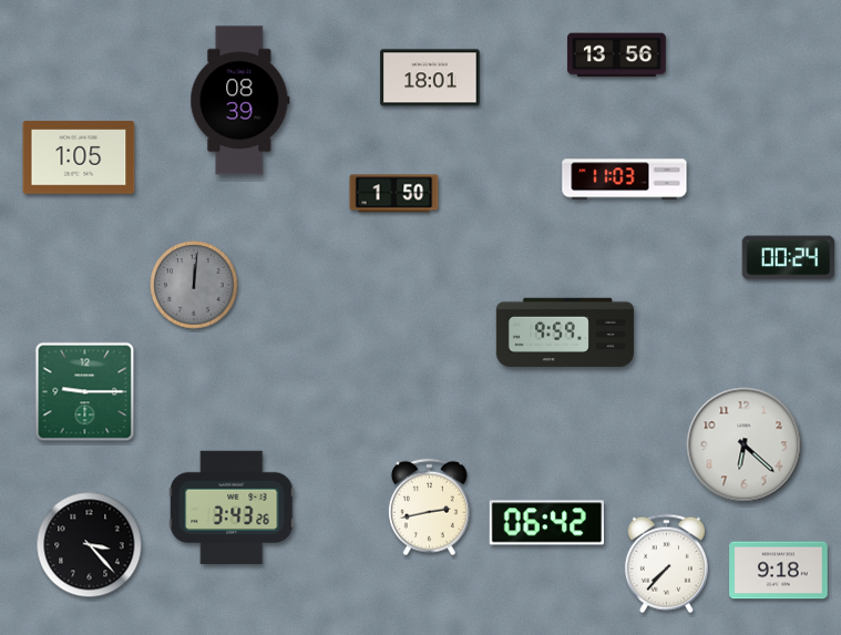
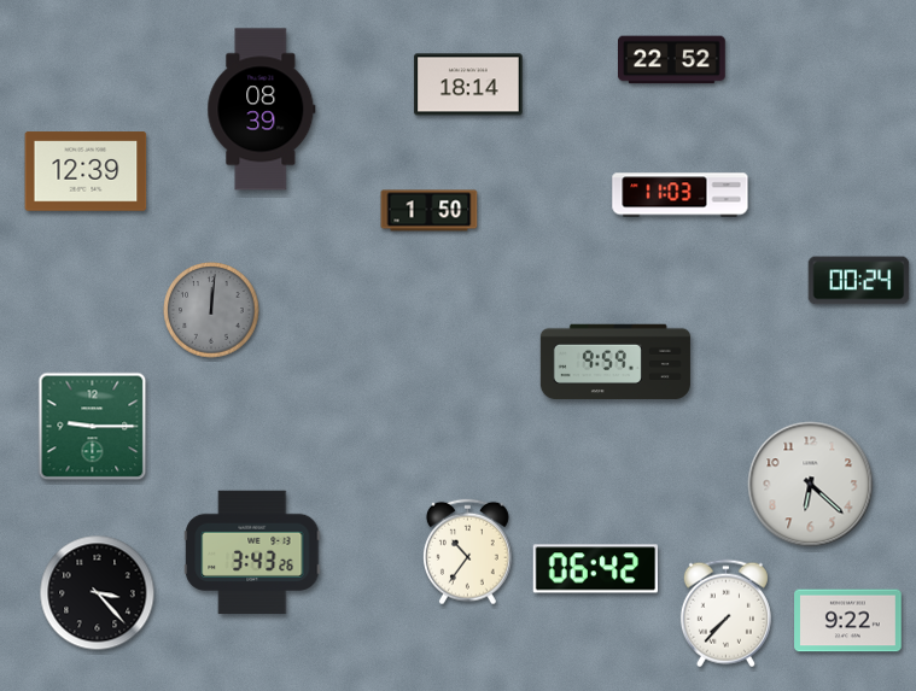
clock at (617, 55): 13:56 -> 22:52
clock at (430, 78): 18:01 -> 18:14
clock at (79, 157): 1:05 -> 12:39
clock at (429, 508): 2:43 -> 10:36
clock at (779, 571): 9:18 -> 9:22
